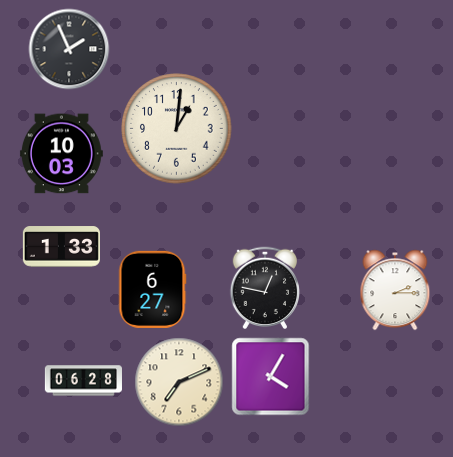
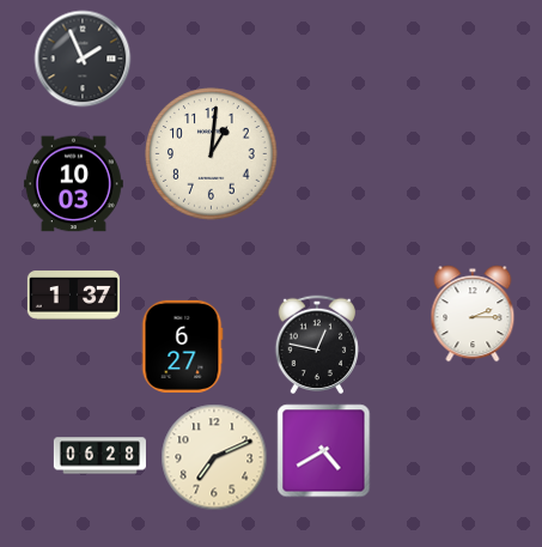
clock at (61, 247): 1:33 -> 1:37
clock at (395, 290) position: (395, 290) -> (473, 314)
clock at (270, 376): 4:05 -> 4:40
